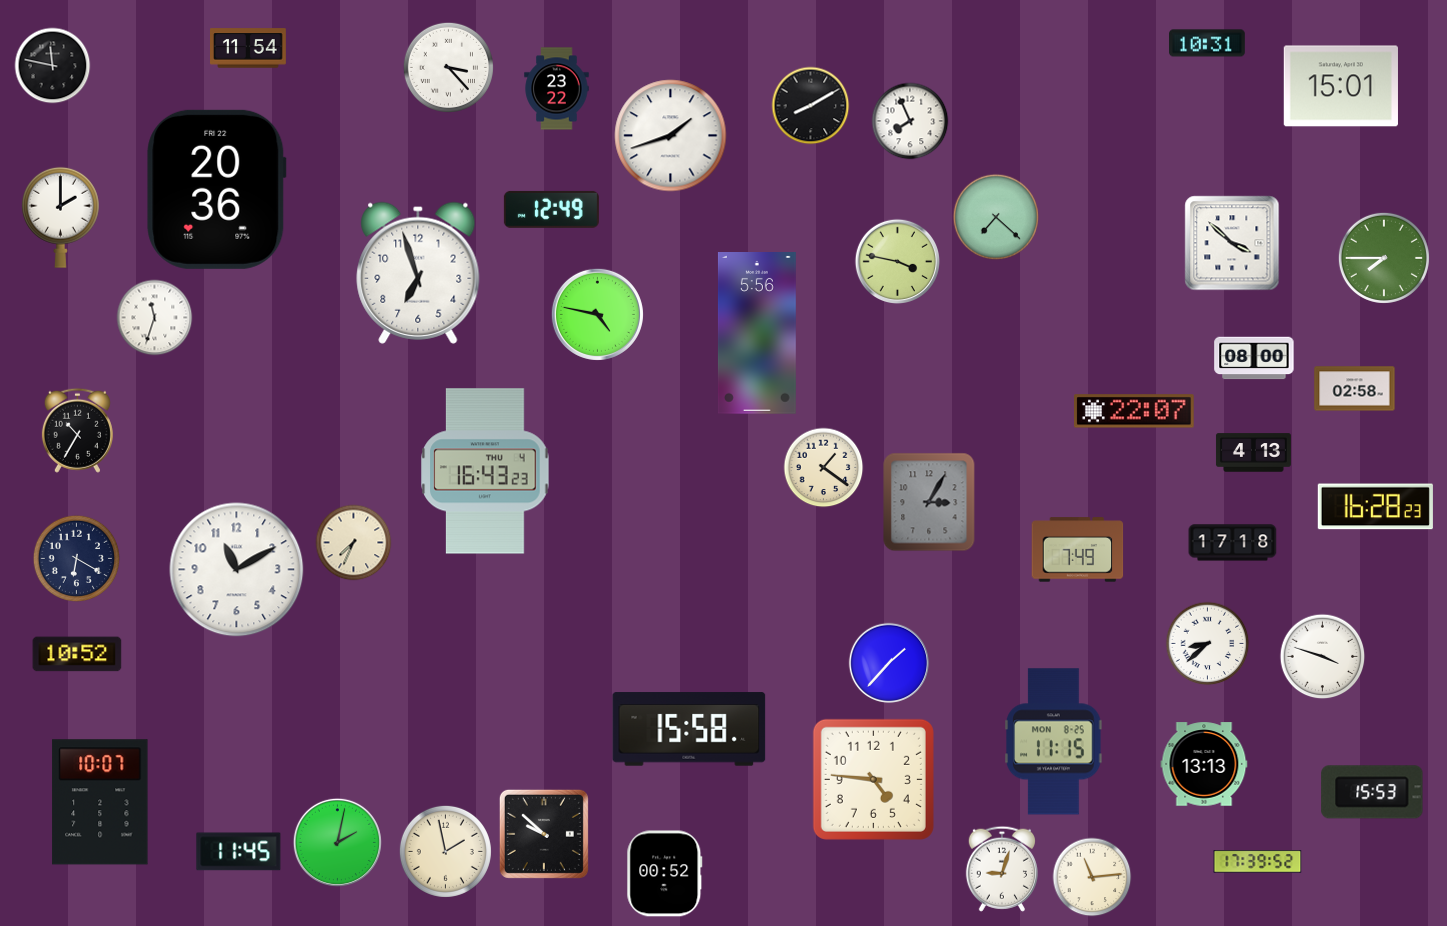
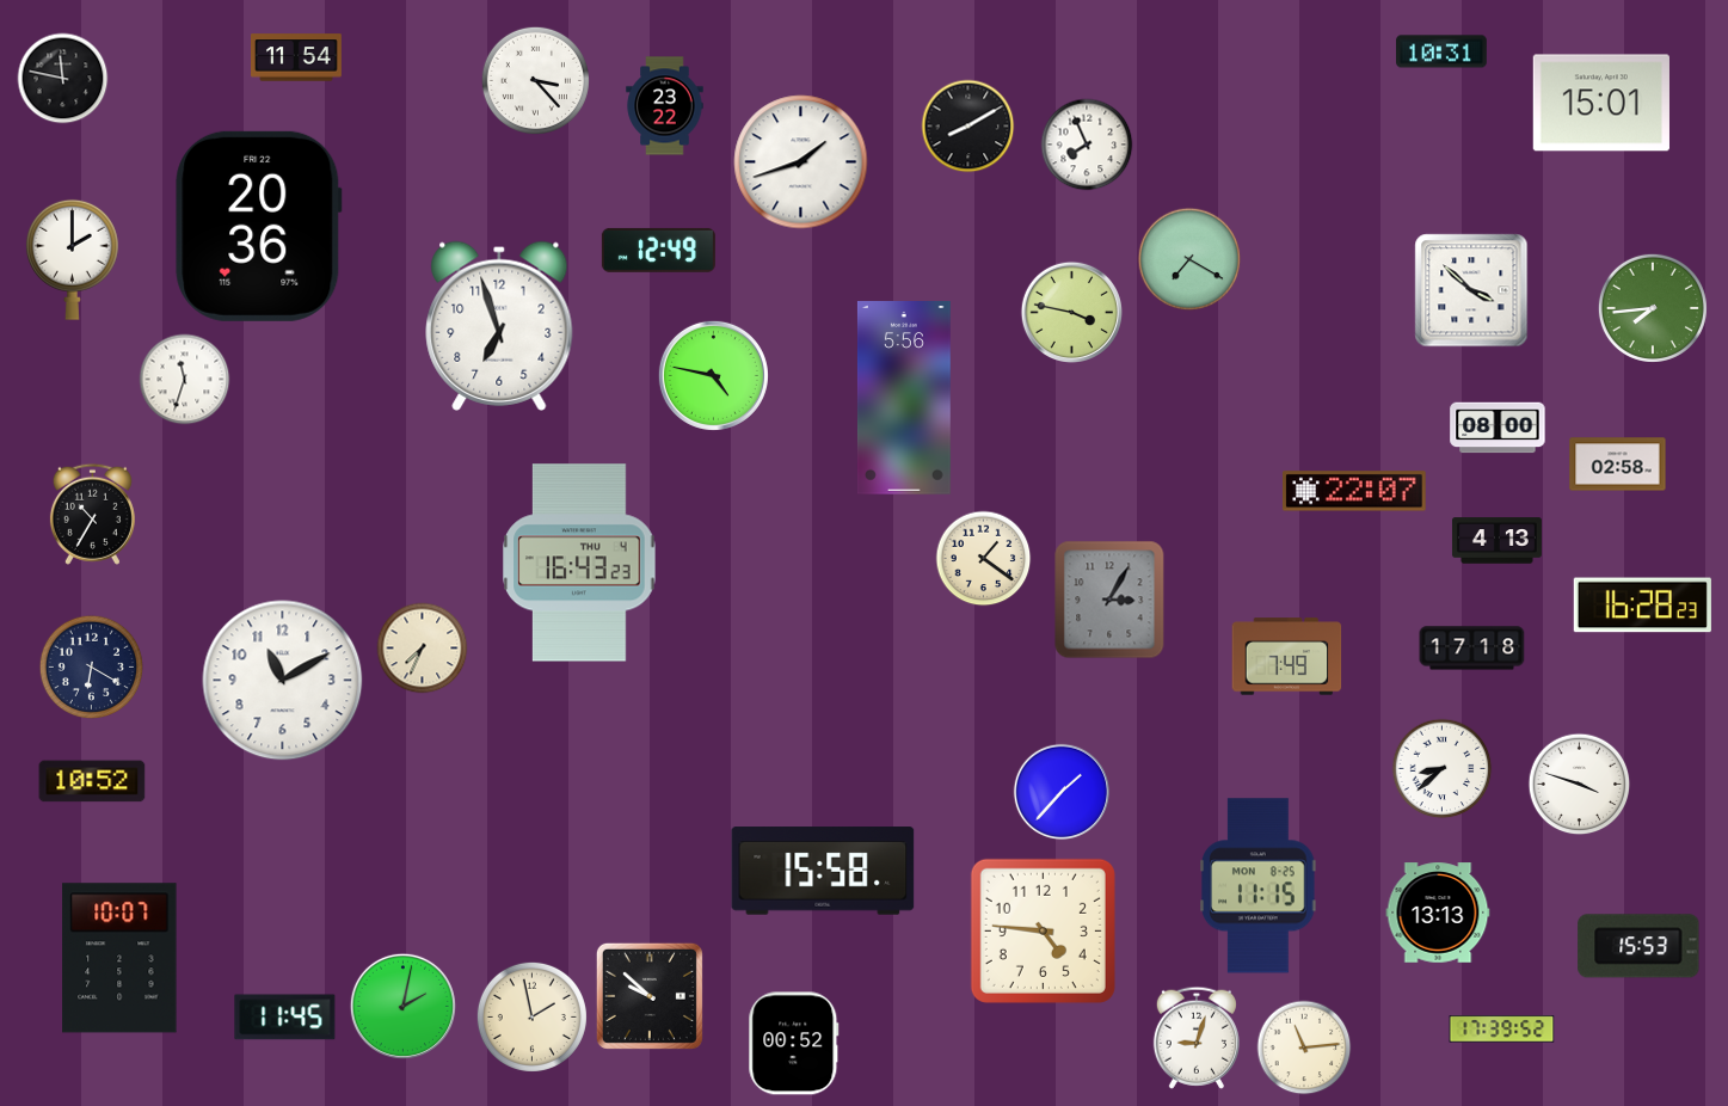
clock at (996, 217): 7:22 -> 7:20
clock at (1384, 258): 7:45 -> 7:44
